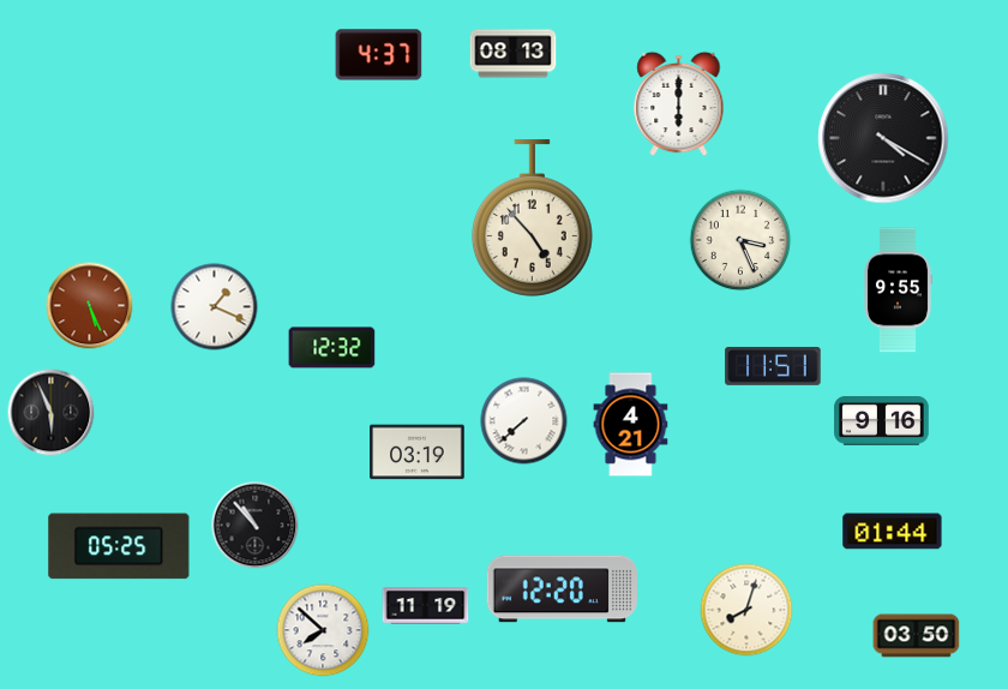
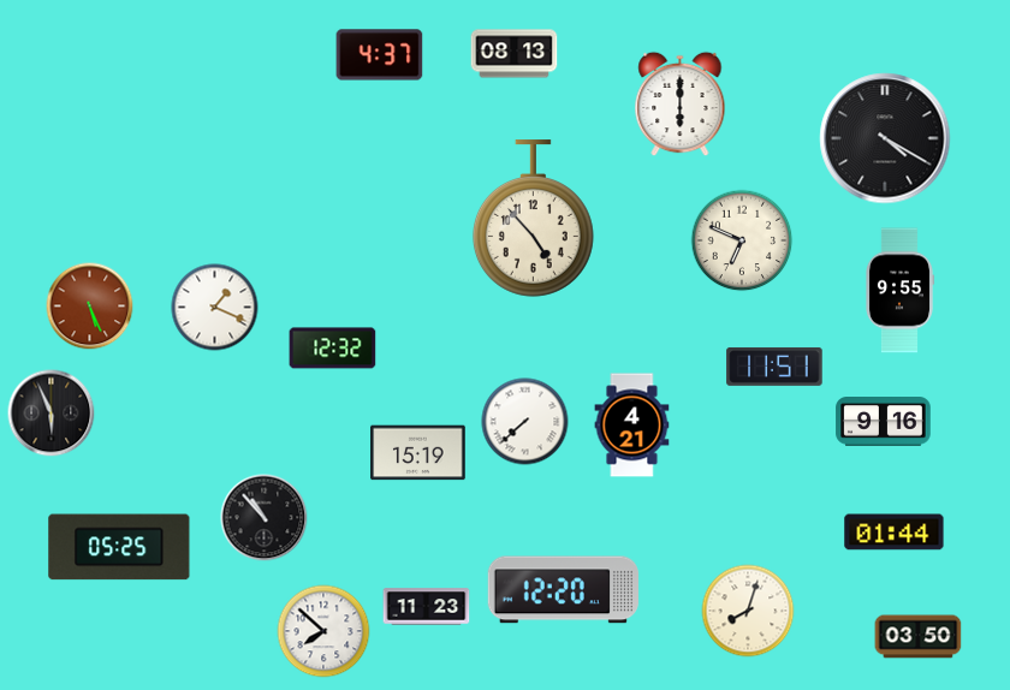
clock at (740, 240): 3:26 -> 6:49
clock at (418, 453): 03:19 -> 15:19
clock at (256, 526) position: (256, 526) -> (265, 518)
clock at (426, 606): 11:19 -> 11:23
